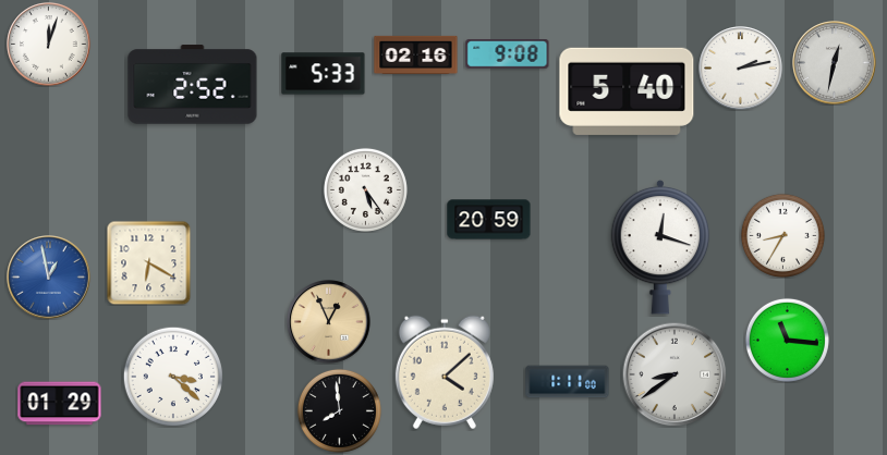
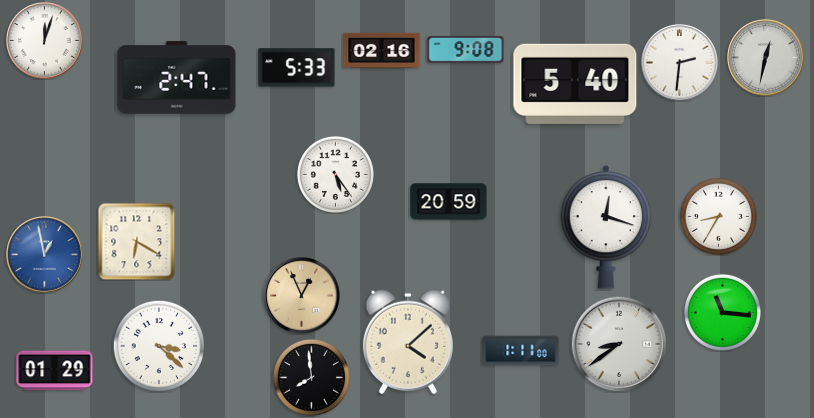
clock at (741, 69): 2:13 -> 2:31
clock at (193, 85): 2:52 -> 2:47
